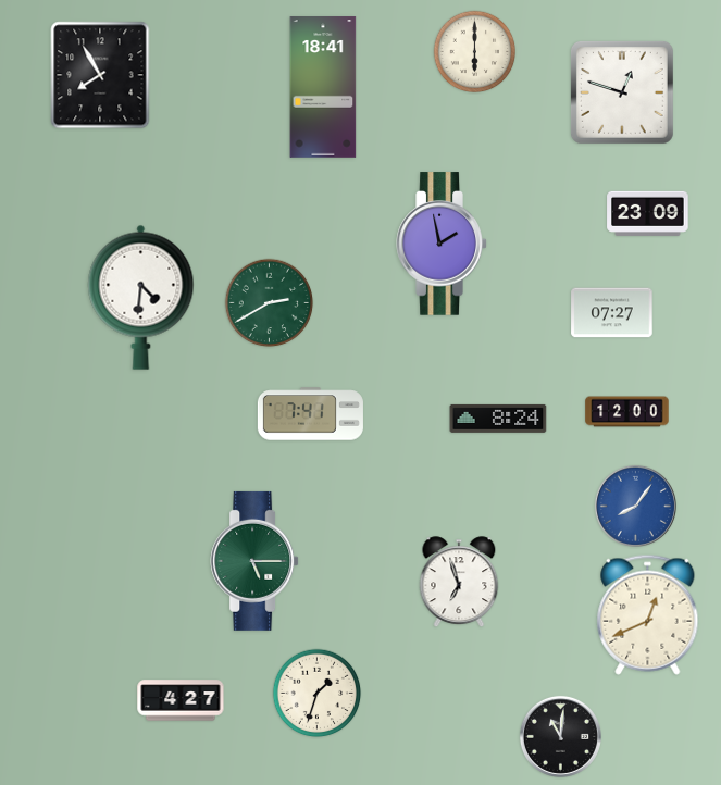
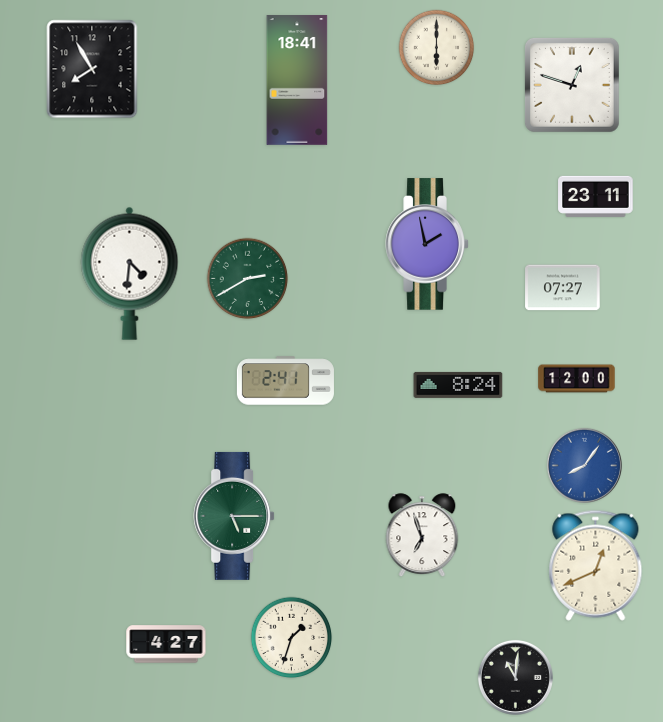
clock at (648, 213): 23:09 -> 23:11
clock at (442, 244) position: (442, 244) -> (427, 244)
clock at (310, 414): 7:41 -> 2:41
